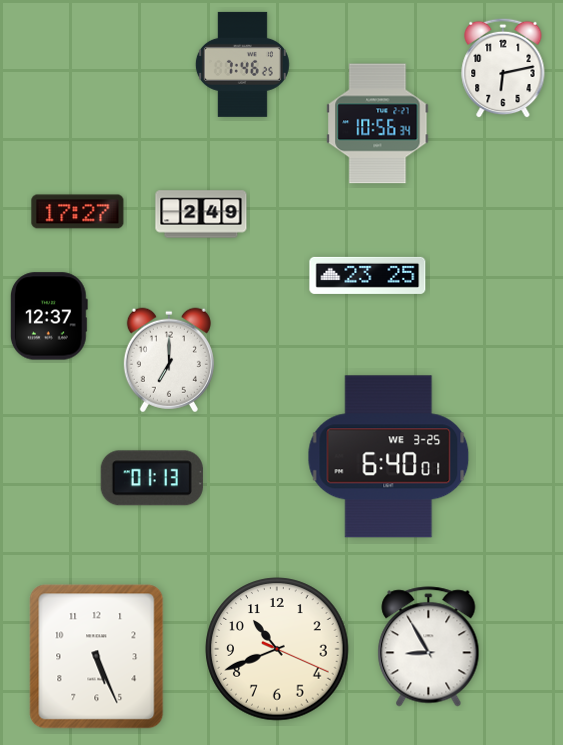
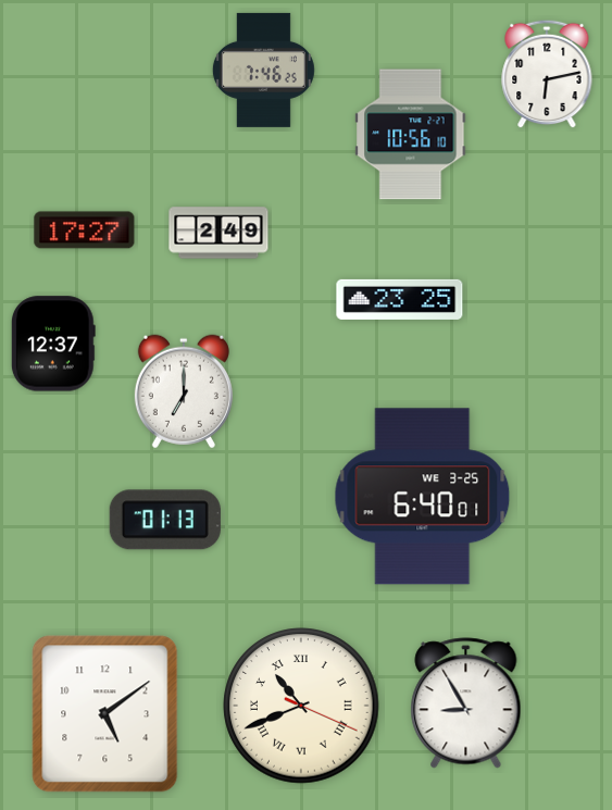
clock at (378, 124): 10:56:34 -> 10:56:10
clock at (277, 649) numerals: Arabic -> Roman
clock at (97, 657): 5:26 -> 5:09
